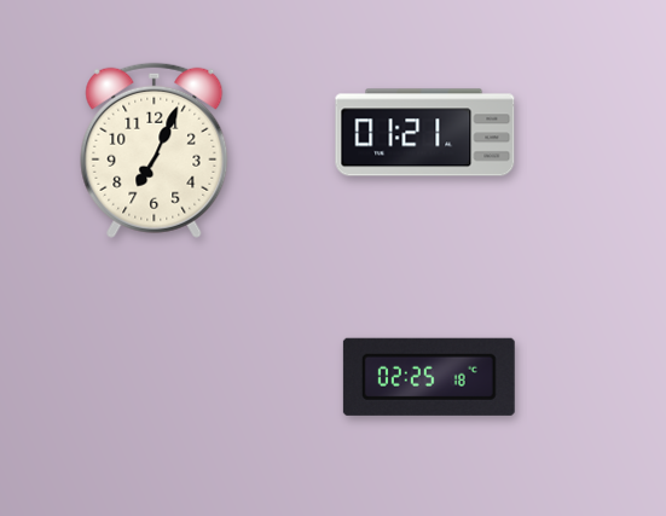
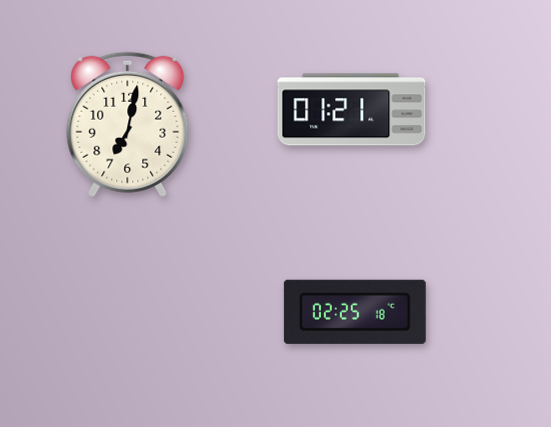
clock at (155, 150): 7:04 -> 7:02
